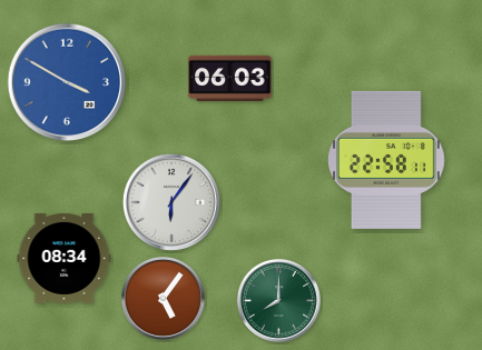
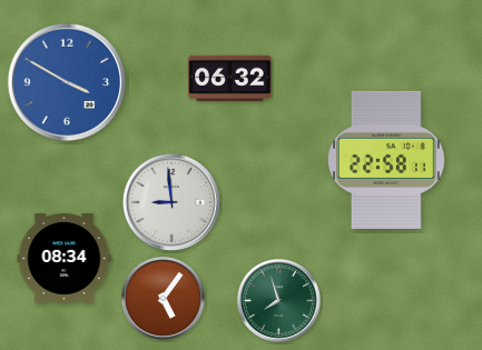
clock at (230, 78): 06:03 -> 06:32
clock at (171, 202): 6:06 -> 8:59
clock at (278, 300): 8:00 -> 7:57
